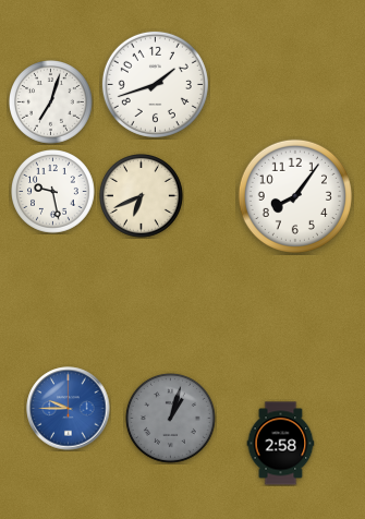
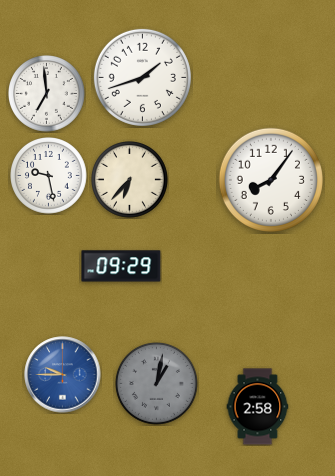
clock at (51, 102): 7:03 -> 6:59
clock at (142, 196): 6:41 -> 6:37
clock at (121, 266): none -> 09:29
clock at (170, 418): 1:03 -> 1:02
